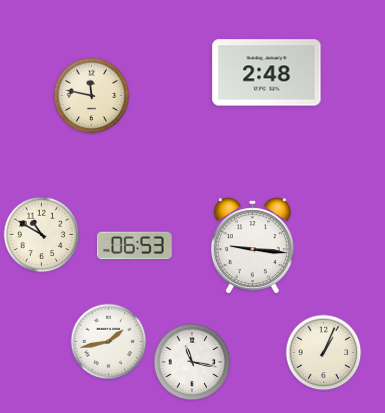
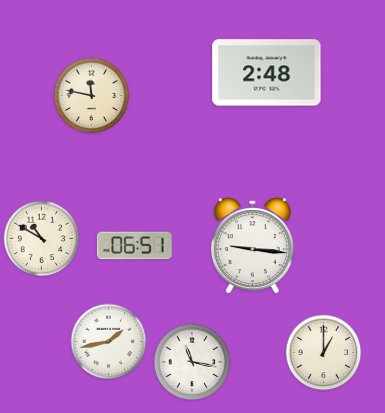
clock at (42, 235) position: (42, 235) -> (42, 239)
clock at (134, 246): 06:53 -> 06:51
clock at (324, 353): 1:04 -> 1:00
